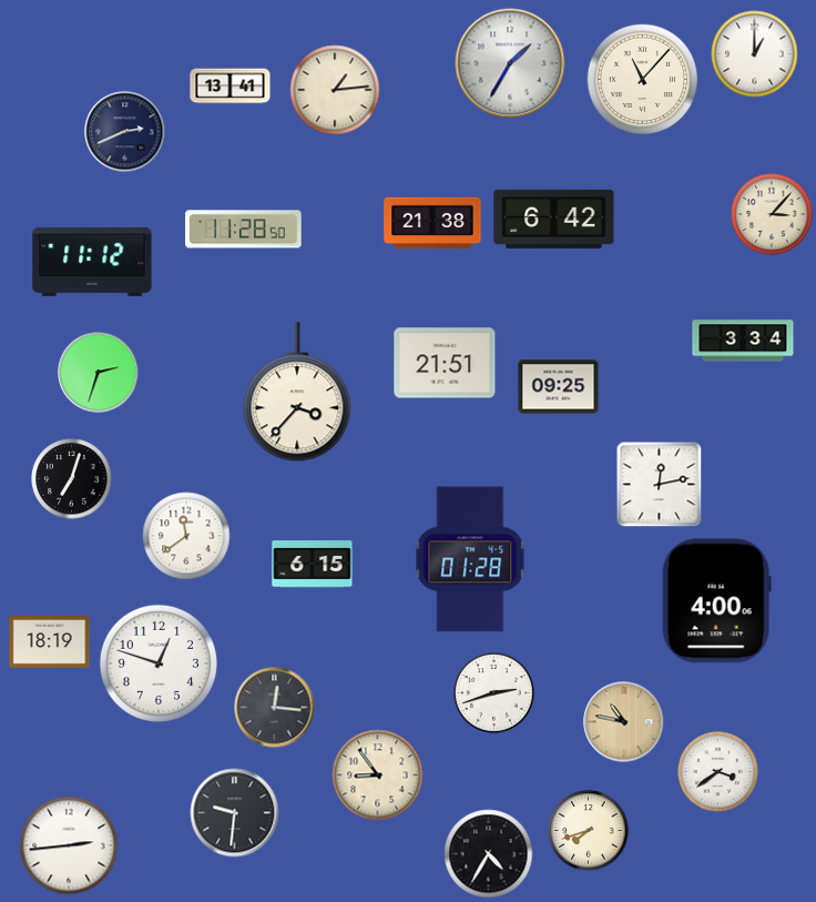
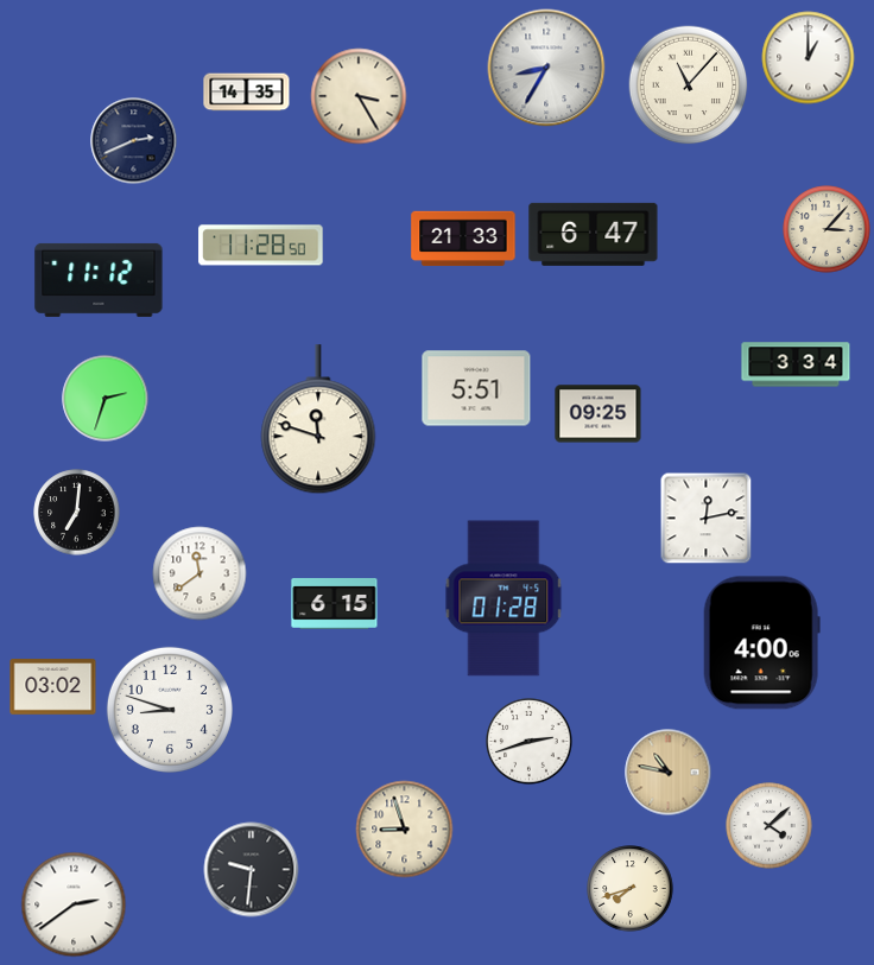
clock at (510, 63): 1:35 -> 8:35
clock at (231, 87): 13:41 -> 14:35
clock at (335, 90): 1:14 -> 3:25
clock at (554, 219): 6:42 -> 6:47
clock at (432, 223): 21:38 -> 21:33
clock at (445, 363): 21:51 -> 5:51
clock at (297, 393): 3:37 -> 11:48
clock at (72, 479): 7:03 -> 7:01
clock at (716, 601) position: (716, 601) -> (761, 643)
clock at (50, 642): 18:19 -> 03:02
clock at (159, 663): 12:48 -> 8:48
clock at (275, 708): 12:16 -> none
clock at (718, 772): 3:39 -> 4:08
clock at (378, 776): 8:54 -> 8:57
clock at (69, 845): 2:44 -> 2:39
clock at (489, 854): 4:35 -> none
